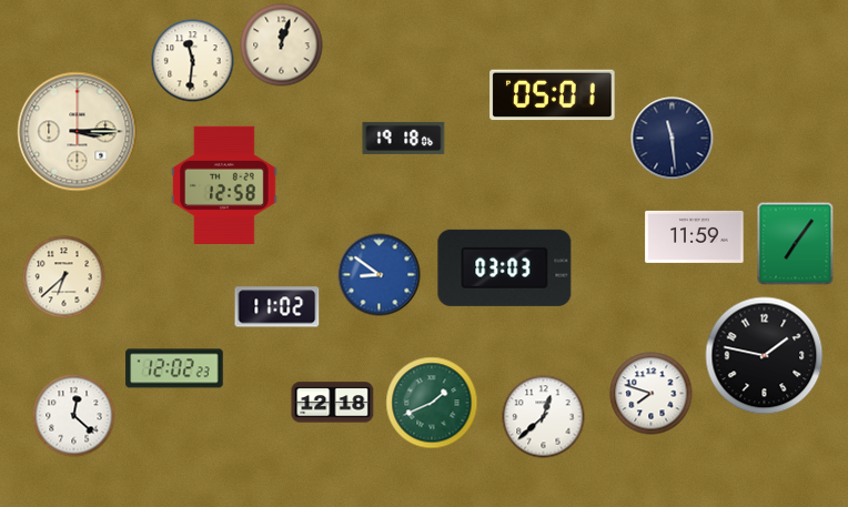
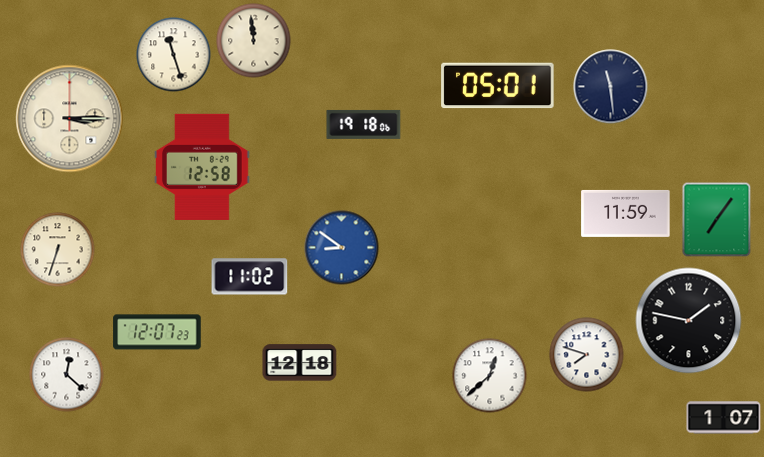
clock at (282, 45): 12:03 -> 11:59
clock at (193, 61): 11:31 -> 11:27
clock at (673, 139) position: (673, 139) -> (611, 87)
clock at (505, 267): 03:03 -> none
clock at (64, 277): 6:38 -> 6:33
clock at (174, 368): 12:02 -> 12:07
clock at (432, 403): 1:41 -> none
clock at (724, 418): none -> 1:07
